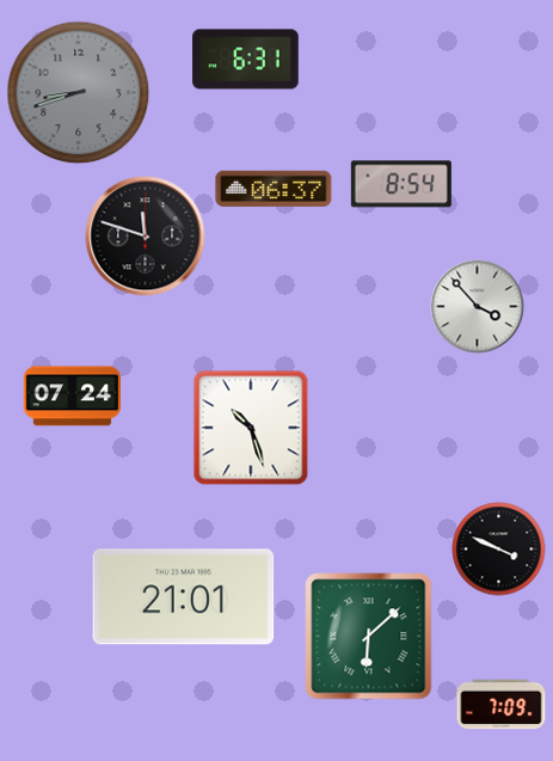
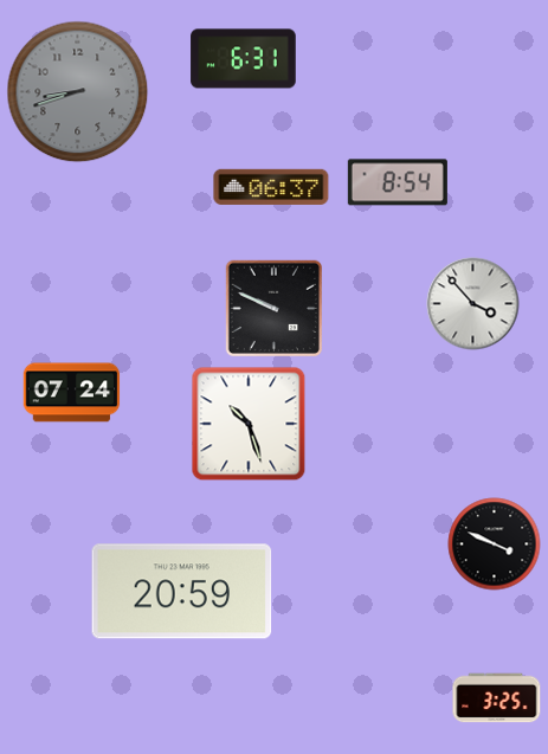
clock at (146, 237): 11:48 -> none
clock at (273, 308): none -> 9:49
clock at (184, 597): 21:01 -> 20:59
clock at (369, 637): 6:08 -> none
clock at (502, 705): 7:09 -> 3:25
